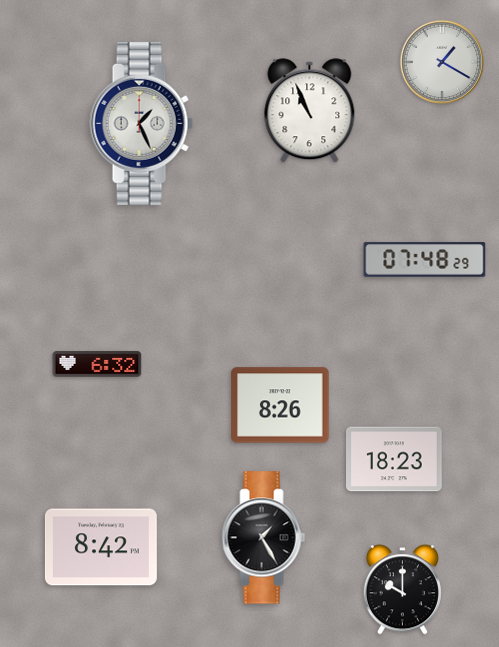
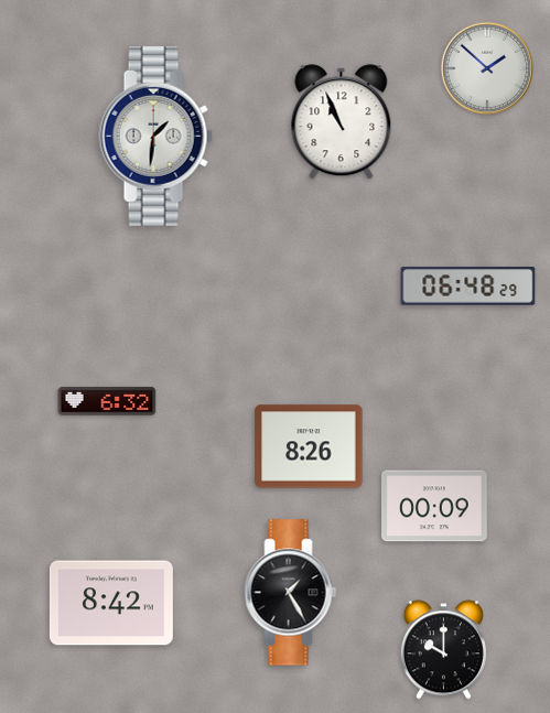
clock at (442, 62): 1:20 -> 1:52
clock at (141, 123): 1:26 -> 1:31
clock at (425, 260): 07:48 -> 06:48
clock at (395, 459): 18:23 -> 00:09
